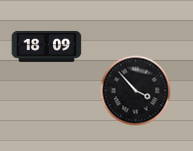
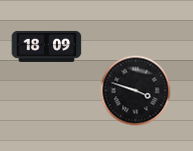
clock at (136, 91): 3:53 -> 3:48
